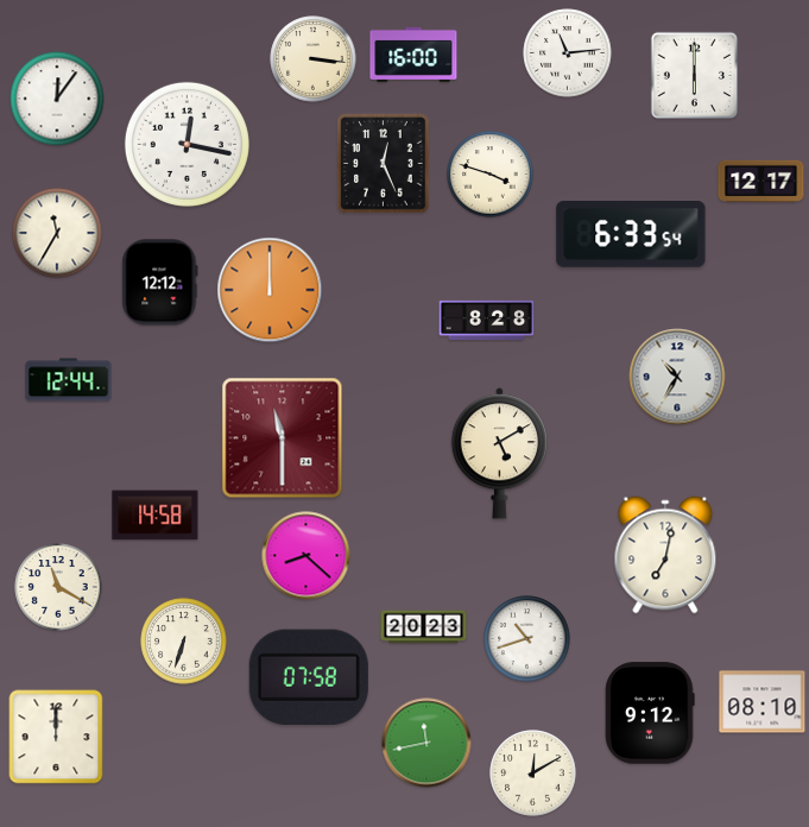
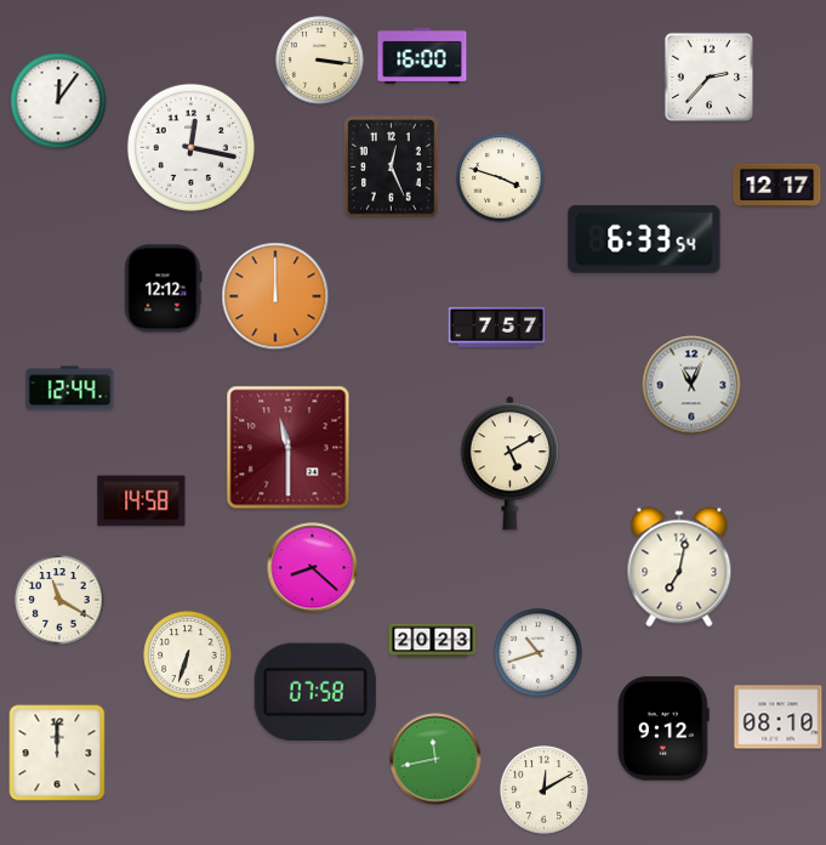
clock at (568, 53): 11:14 -> none
clock at (694, 75): 6:00 -> 2:37
clock at (57, 233): 11:35 -> none
clock at (487, 320): 8:28 -> 7:57
clock at (677, 377): 10:35 -> 11:04
clock at (156, 516) position: (156, 516) -> (142, 501)
